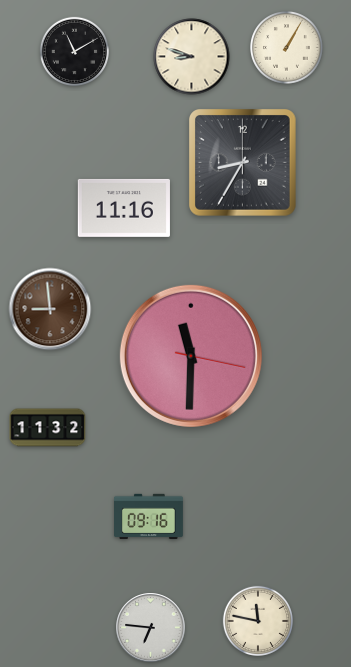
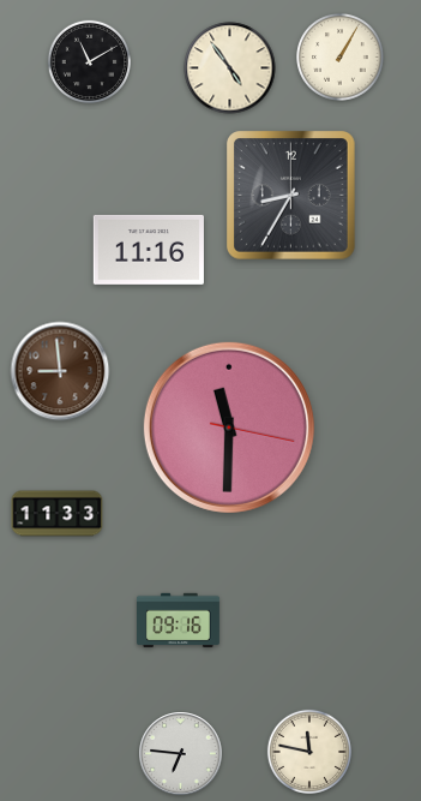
clock at (287, 48) position: (287, 48) -> (341, 58)
clock at (192, 57): 8:48 -> 4:54
clock at (48, 428): 11:32 -> 11:33
clock at (258, 621) position: (258, 621) -> (309, 752)
